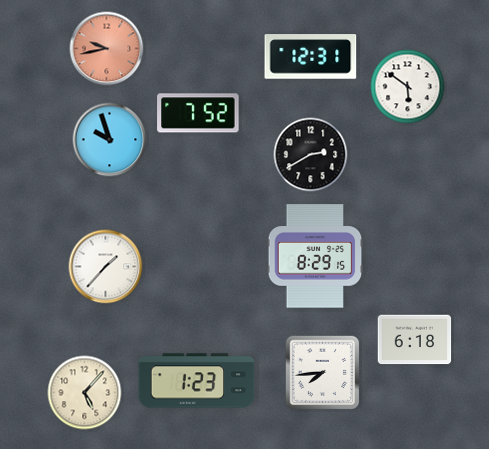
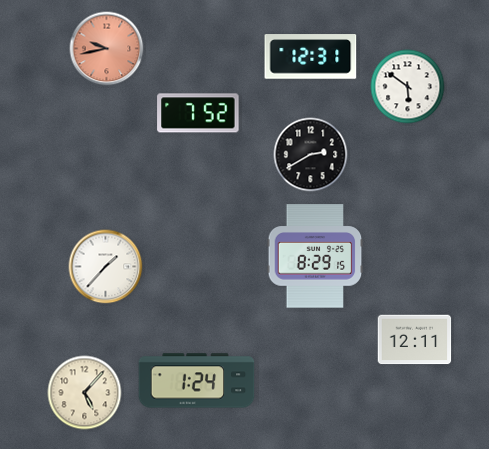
clock at (110, 140): 9:57 -> none
clock at (415, 340): 6:18 -> 12:11
clock at (323, 373): 7:44 -> none
clock at (197, 381): 1:23 -> 1:24
